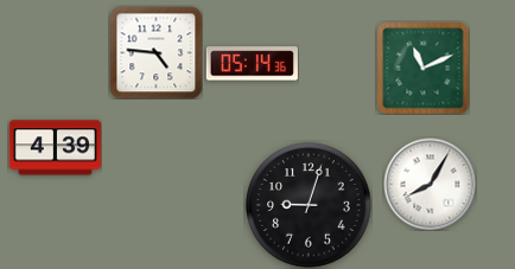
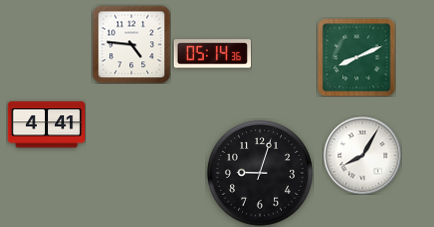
clock at (422, 68): 11:11 -> 8:11
clock at (55, 148): 4:39 -> 4:41
